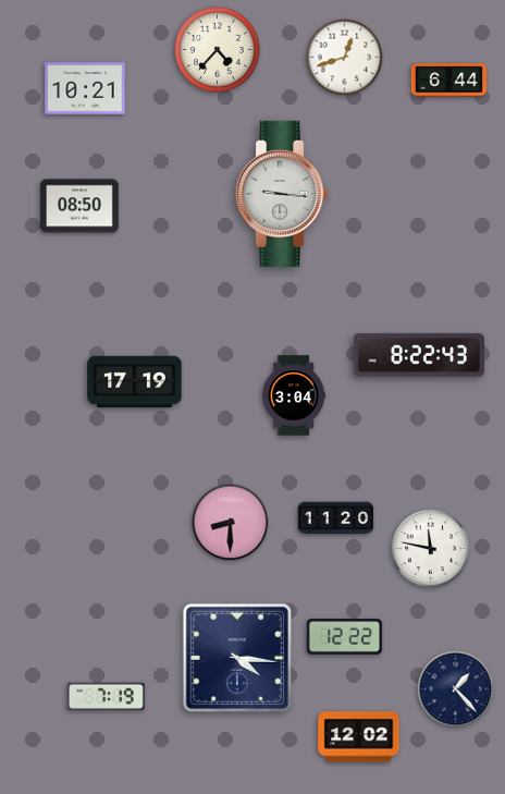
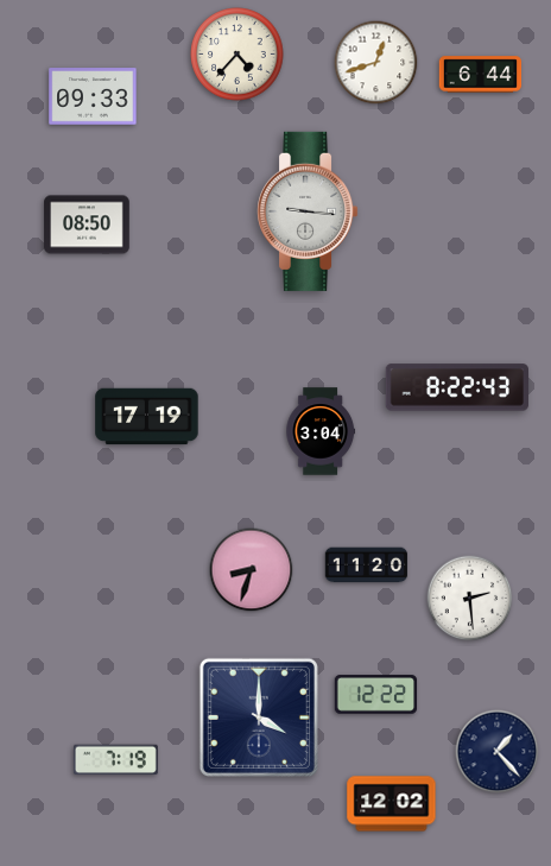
clock at (449, 81) position: (449, 81) -> (481, 75)
clock at (85, 88): 10:21 -> 09:33
clock at (231, 523): 8:30 -> 8:33
clock at (431, 549): 11:47 -> 2:29
clock at (237, 658): 4:16 -> 4:00
